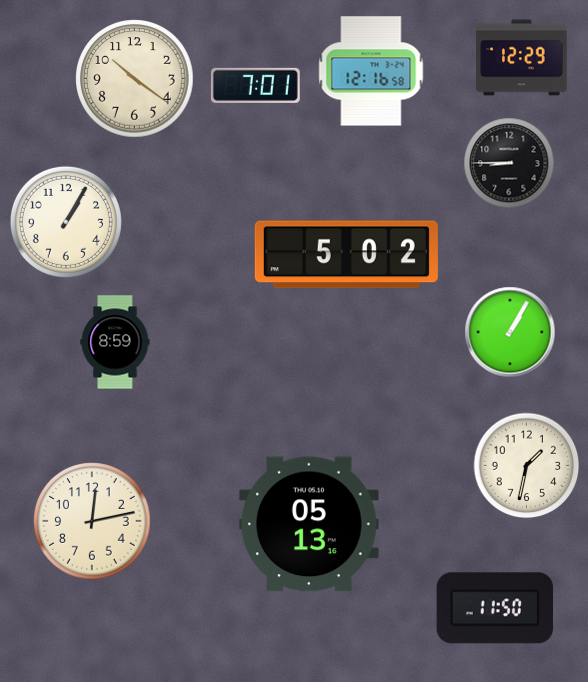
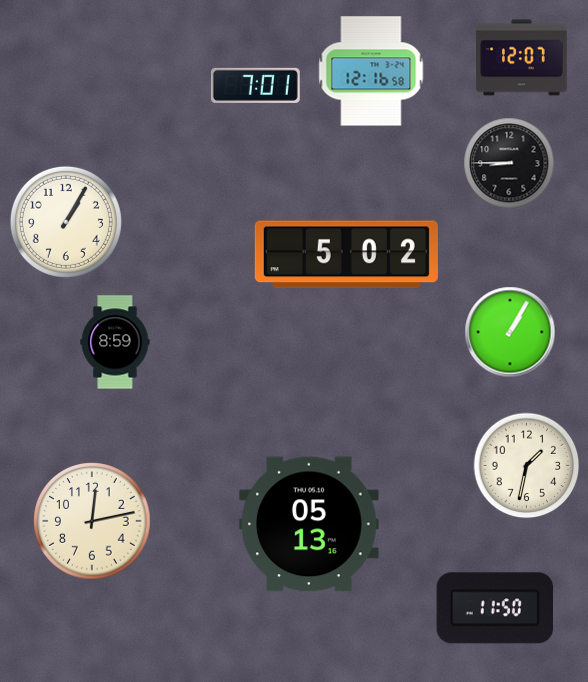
clock at (522, 58): 12:29 -> 12:07
clock at (135, 79): 10:21 -> none
